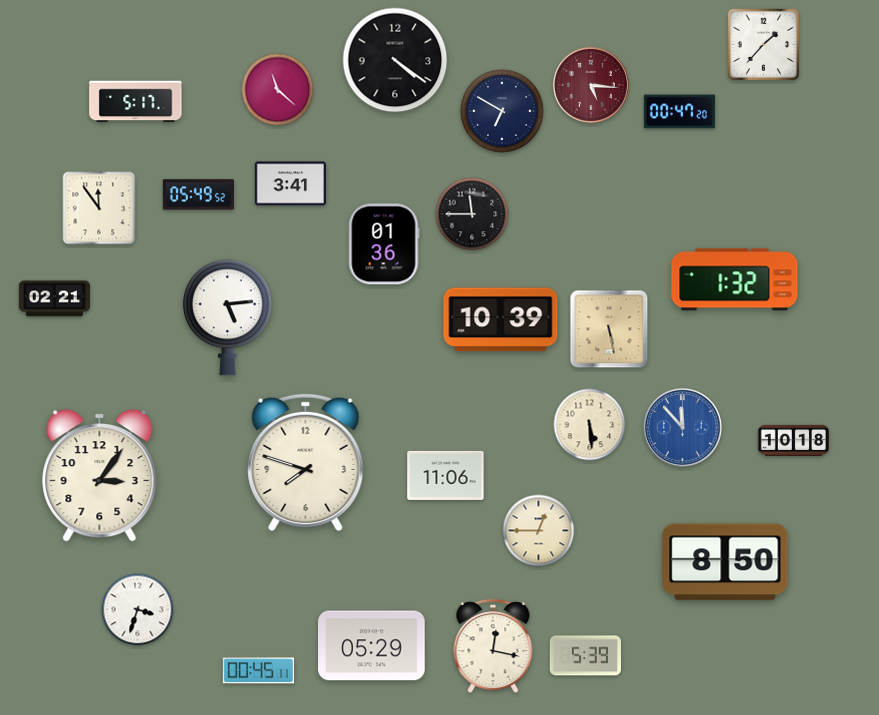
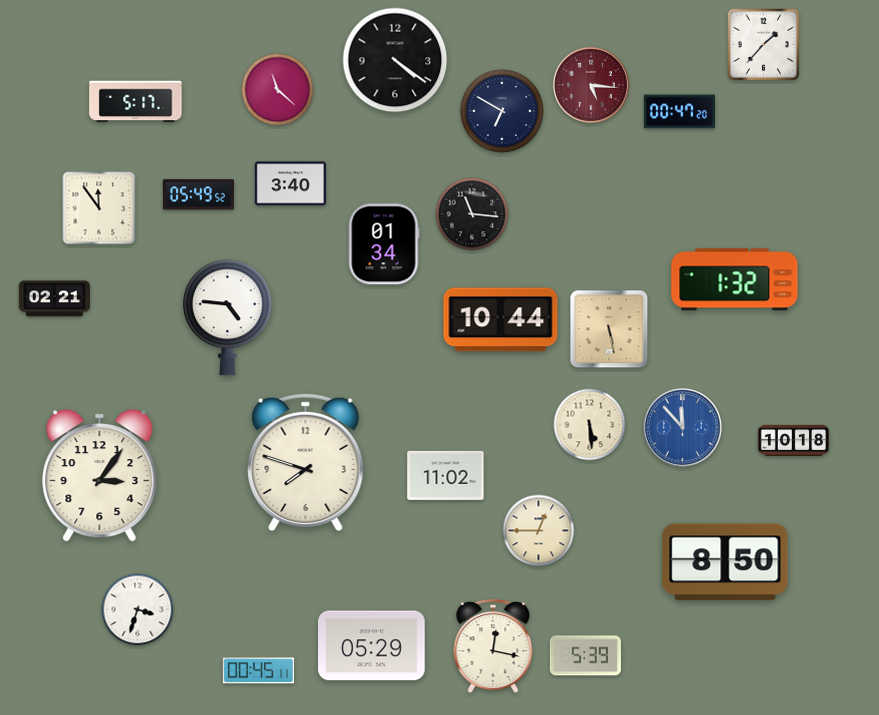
clock at (290, 184): 3:41 -> 3:40
clock at (472, 214): 11:45 -> 11:16
clock at (384, 244): 01:36 -> 01:34
clock at (227, 318): 5:14 -> 4:46
clock at (501, 320): 10:39 -> 10:44
clock at (446, 475): 11:06 -> 11:02
